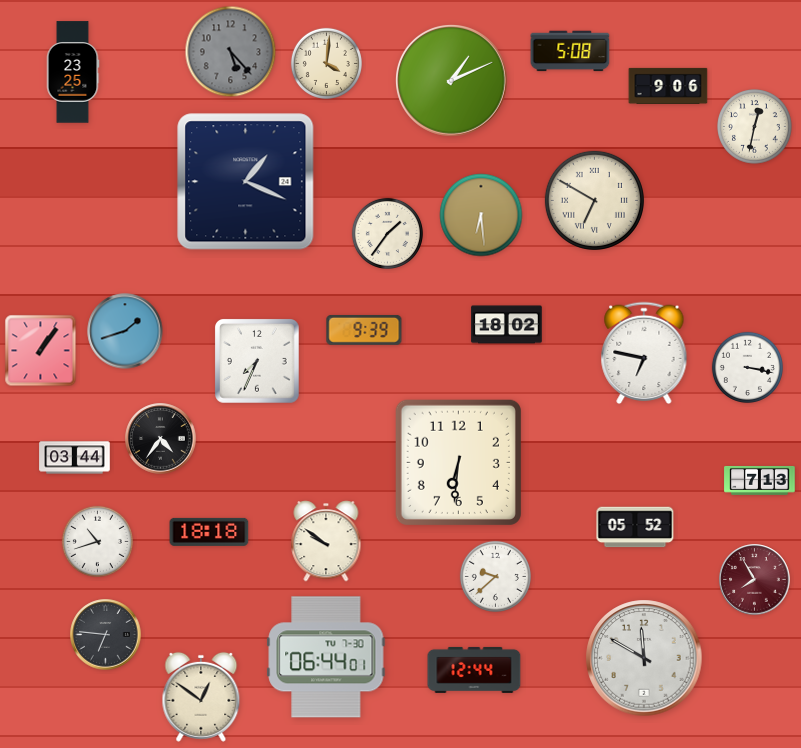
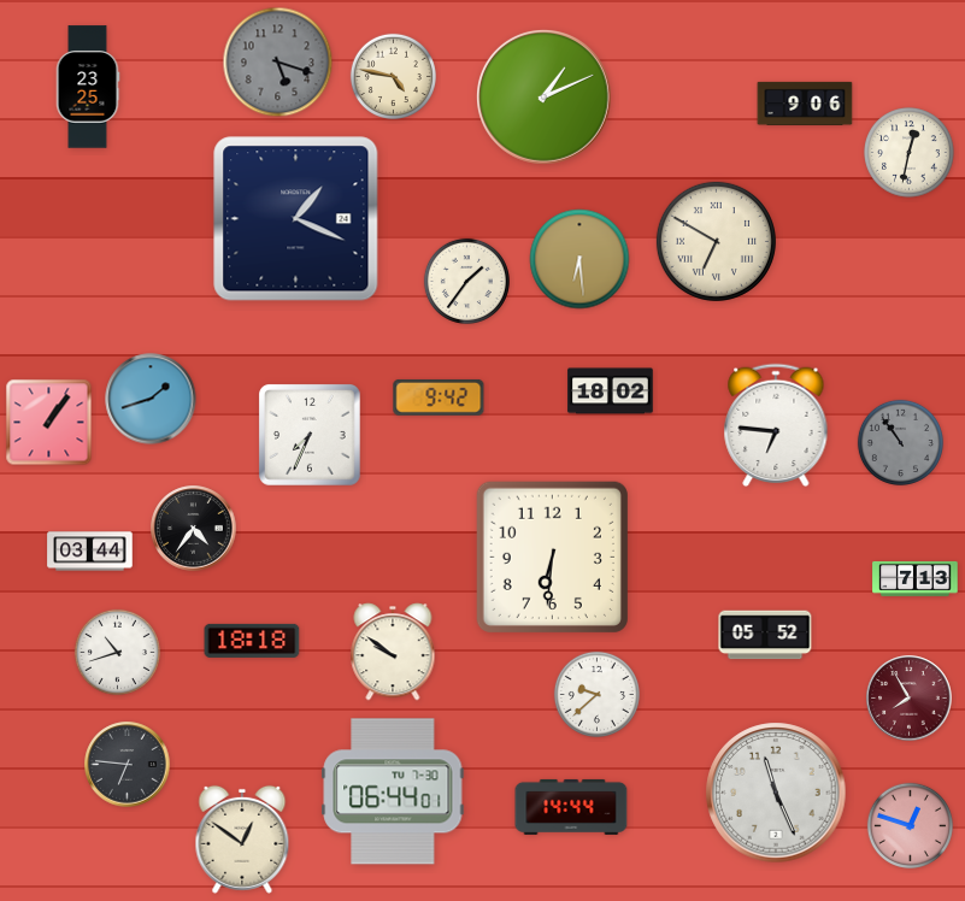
clock at (570, 51): 5:08 -> none
clock at (231, 52): 5:23 -> 5:18
clock at (326, 63): 4:01 -> 4:47
clock at (364, 330): 9:39 -> 9:42
clock at (644, 353): 6:47 -> 6:46
clock at (747, 367): 3:17 -> 10:54
clock at (747, 367) dial: white -> grey
clock at (644, 658): 11:50 -> 11:26
clock at (474, 670): 12:44 -> 14:44
clock at (910, 825): none -> 12:48
